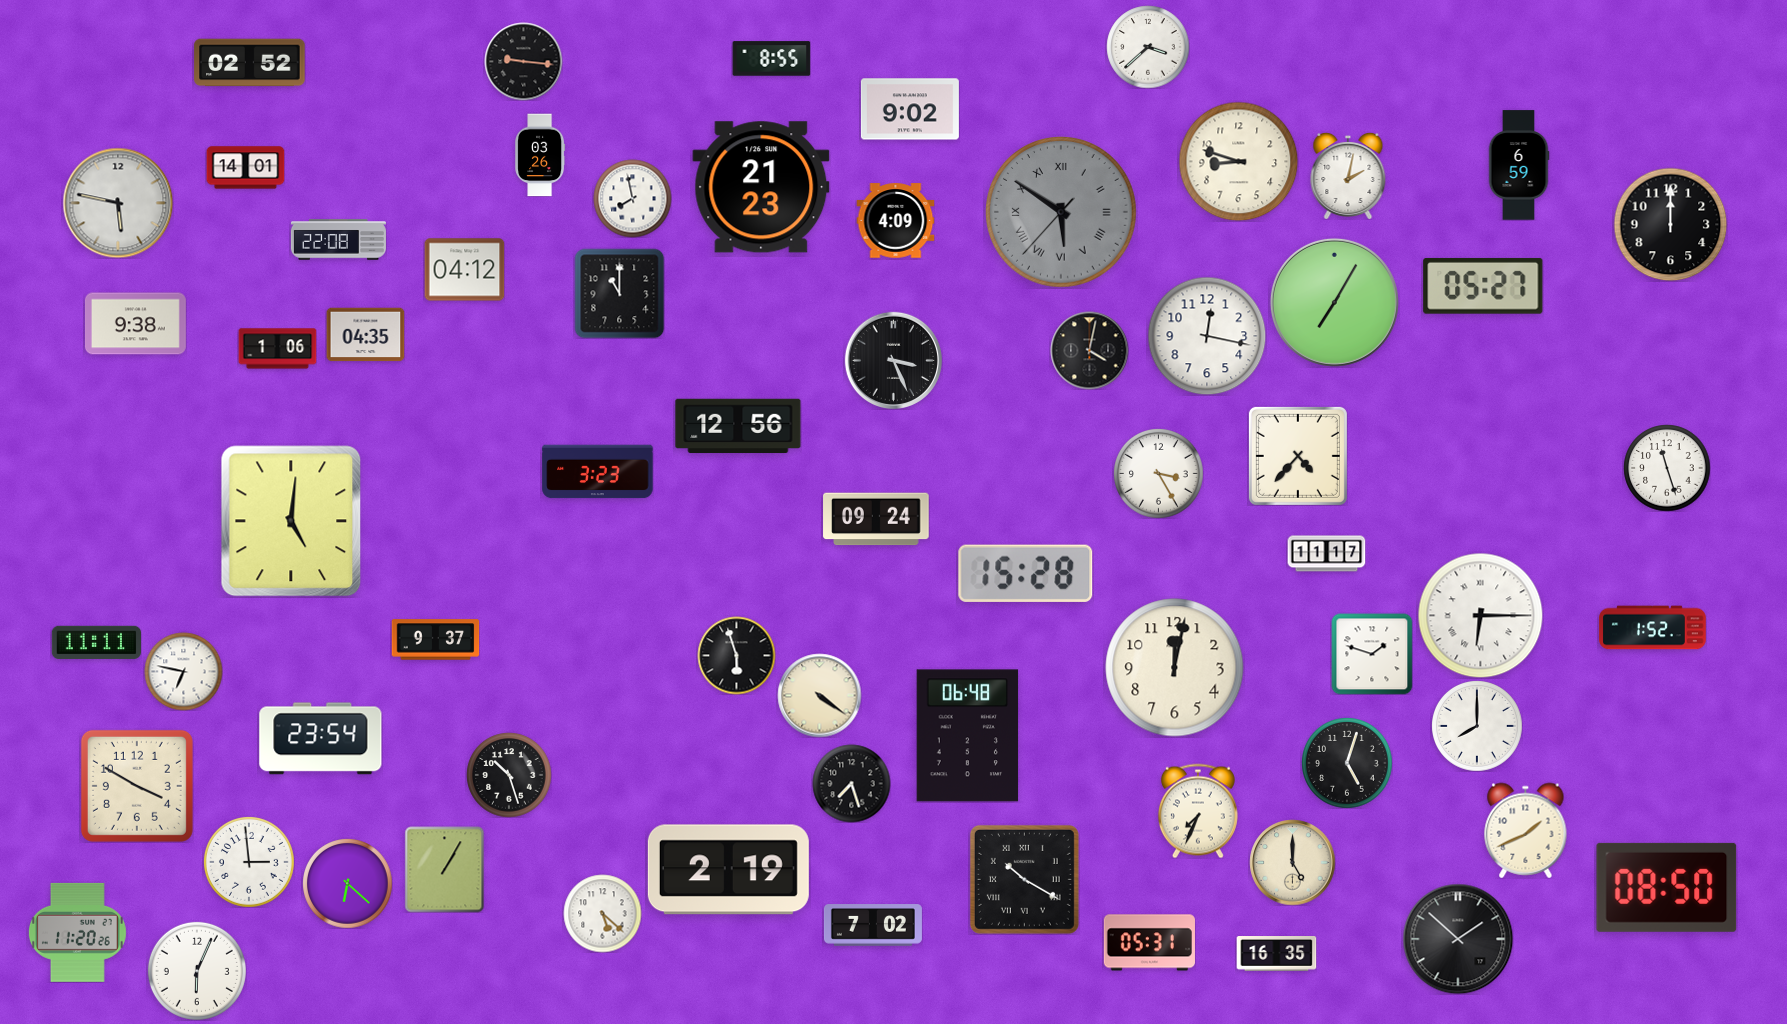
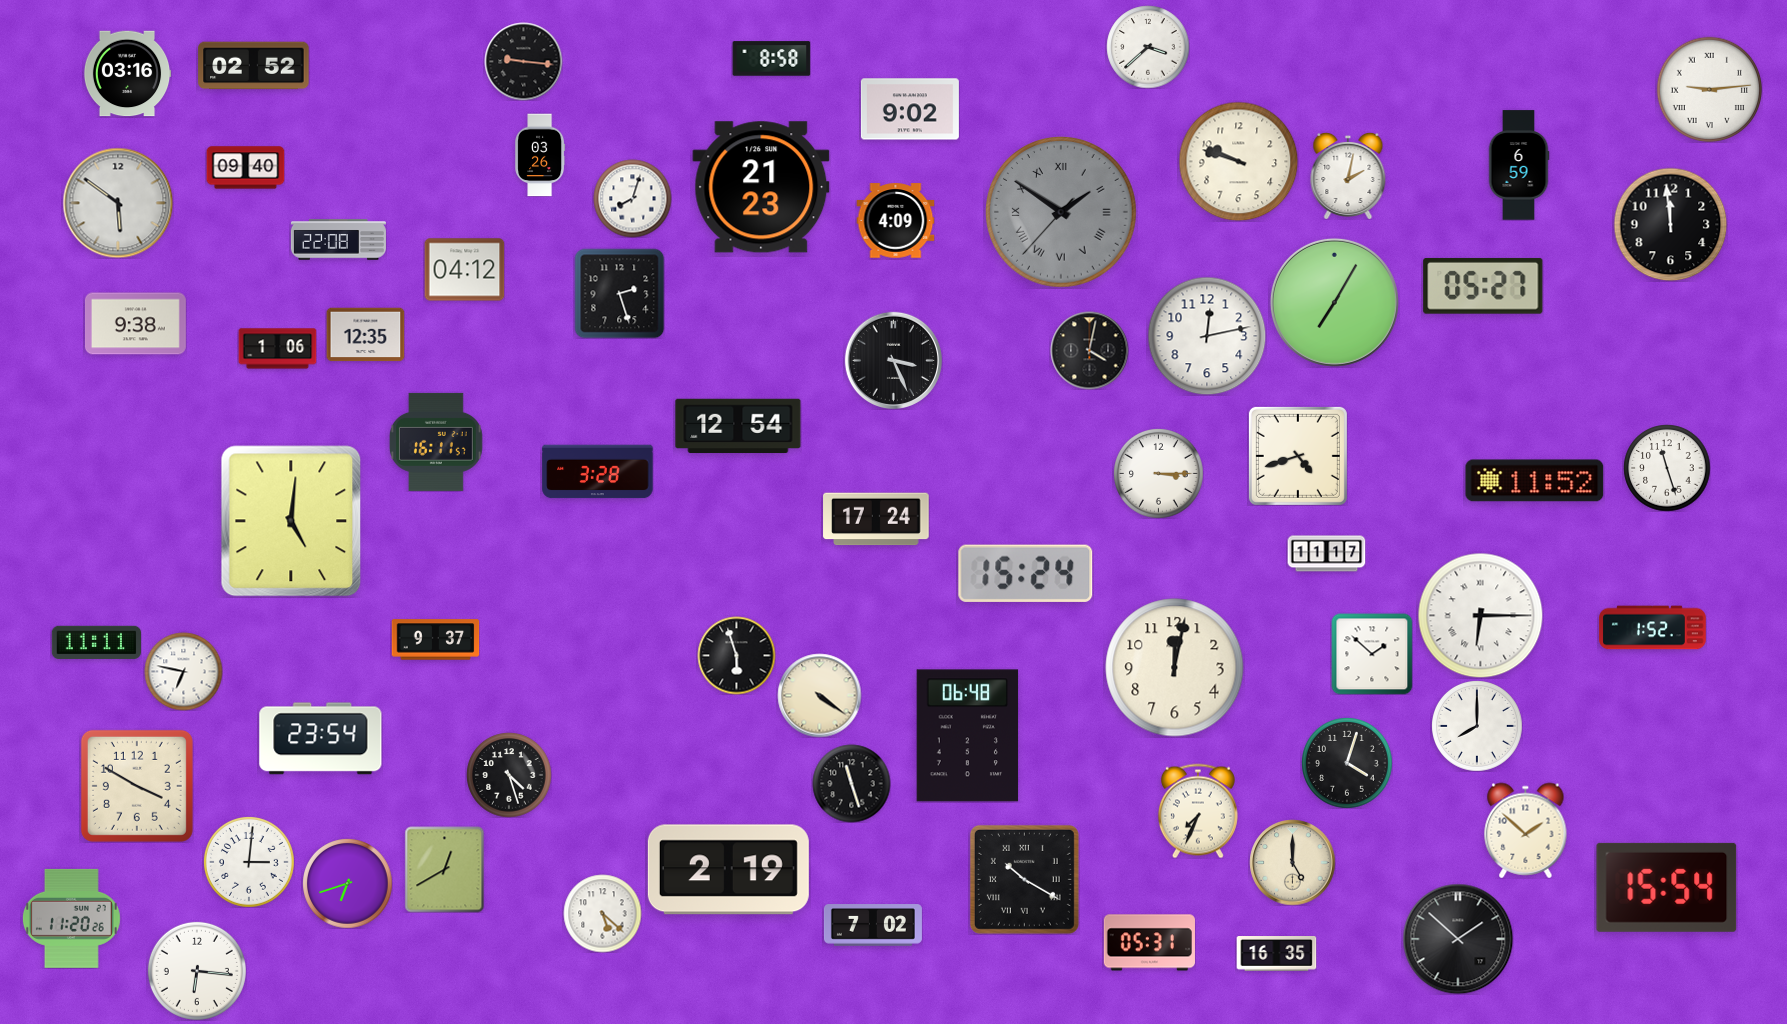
clock at (771, 59): 8:55 -> 8:58
clock at (250, 63) position: (250, 63) -> (254, 66)
clock at (127, 74): none -> 03:16
clock at (1709, 89): none -> 9:14
clock at (1238, 161): 8:48 -> 9:48
clock at (245, 168): 14:01 -> 09:40
clock at (632, 198): 7:58 -> 8:03
clock at (118, 203): 5:47 -> 5:51
clock at (1062, 213): 5:50 -> 1:50
clock at (1670, 224): 12:00 -> 11:59
clock at (619, 293): 11:00 -> 2:27
clock at (365, 335): 04:35 -> 12:35
clock at (1207, 336): 12:17 -> 12:13
clock at (738, 426): 12:56 -> 12:54
clock at (436, 442): none -> 16:11
clock at (1298, 456): 4:37 -> 4:42
clock at (598, 472): 3:23 -> 3:28
clock at (1159, 474): 3:25 -> 3:15
clock at (1535, 481): none -> 11:52
clock at (876, 519): 09:24 -> 17:24
clock at (1026, 573): 15:28 -> 15:24
clock at (1372, 654): 1:48 -> 1:52
clock at (1347, 763): 5:03 -> 4:03
clock at (509, 775): 10:27 -> 4:27
clock at (851, 783): 7:27 -> 11:27
clock at (1526, 830): 1:41 -> 1:52
clock at (249, 862): 2:59 -> 3:01
clock at (445, 869): 1:05 -> 12:40
clock at (348, 884): 6:22 -> 6:42
clock at (1667, 887): 08:50 -> 15:54
clock at (77, 932) position: (77, 932) -> (71, 918)
clock at (197, 971): 6:04 -> 6:16
